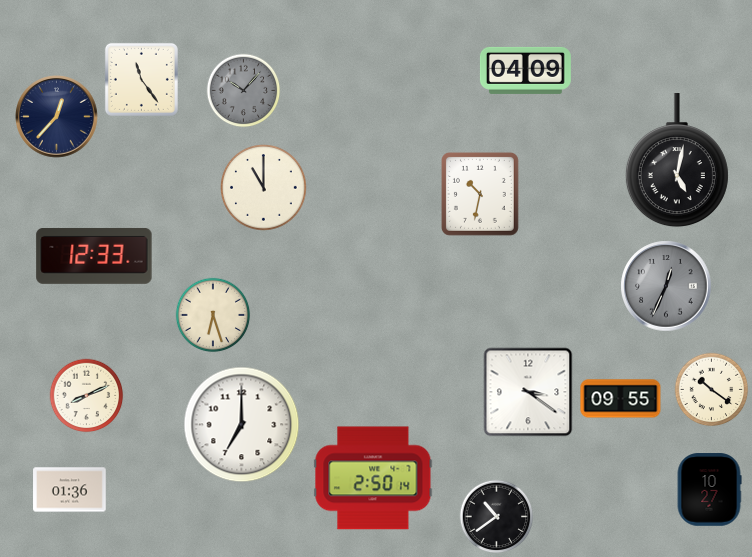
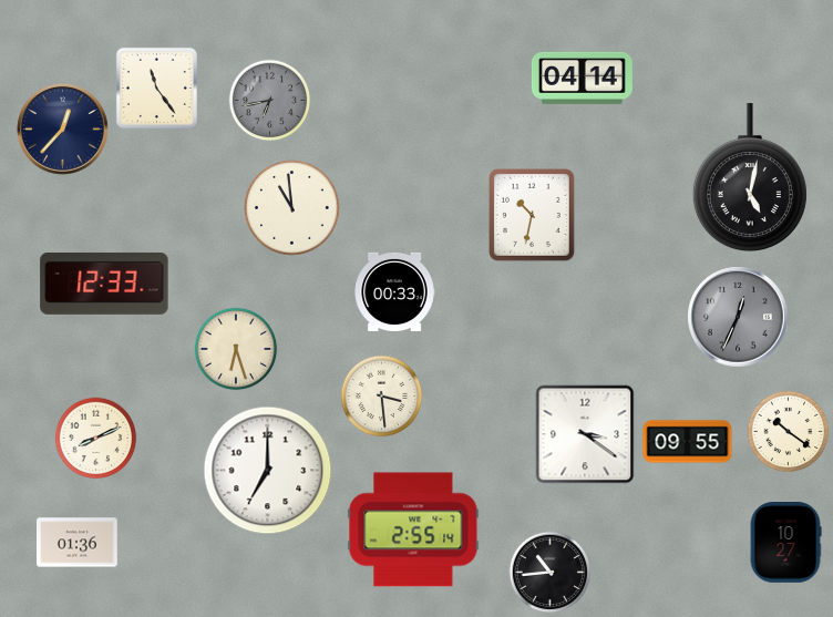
clock at (525, 70): 04:09 -> 04:14
clock at (244, 91): 10:07 -> 6:43
clock at (264, 188): 11:00 -> 10:59
clock at (394, 291): none -> 00:33
clock at (382, 397): none -> 3:29
clock at (373, 478): 2:50 -> 2:55
clock at (497, 517): 10:39 -> 10:44
